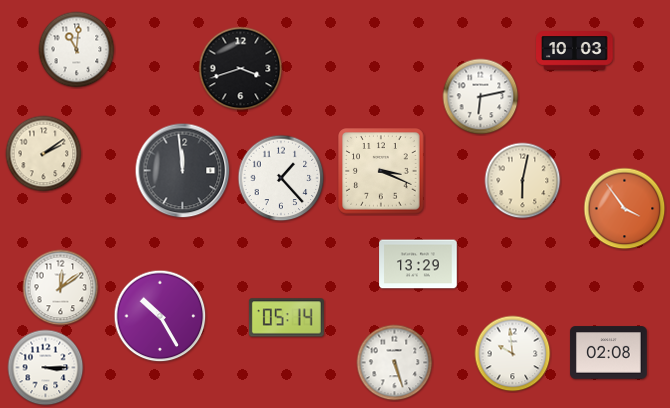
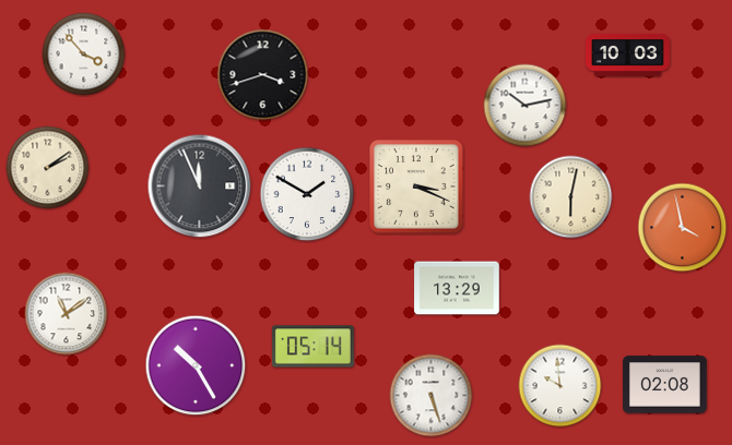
clock at (77, 50): 11:01 -> 3:53
clock at (481, 97): 6:13 -> 10:13
clock at (183, 171): 11:59 -> 11:56
clock at (281, 178): 1:23 -> 1:50
clock at (625, 209): 3:54 -> 3:58
clock at (61, 288): 12:09 -> 11:09
clock at (160, 316) position: (160, 316) -> (196, 365)
clock at (46, 368): 3:15 -> none
